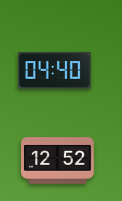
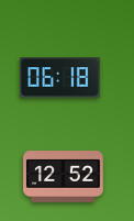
clock at (55, 71): 04:40 -> 06:18
